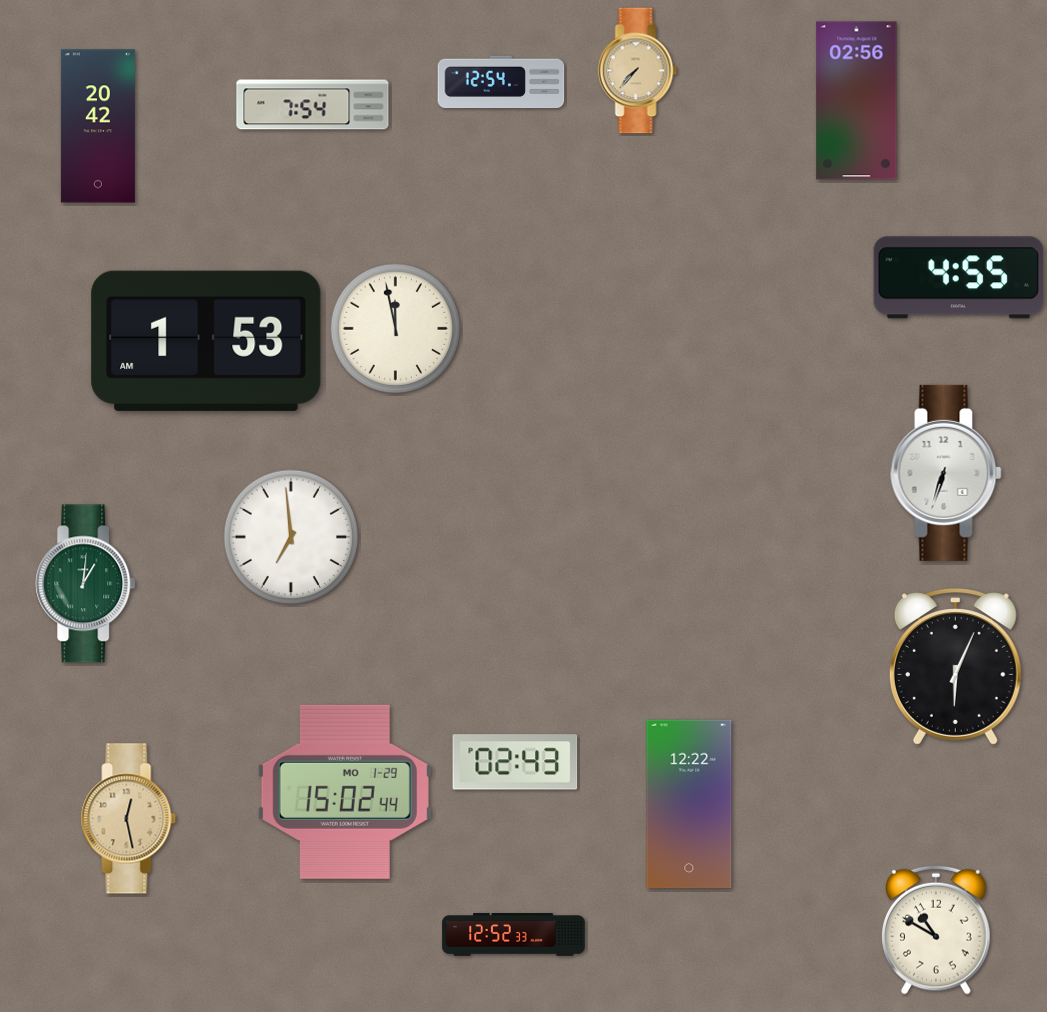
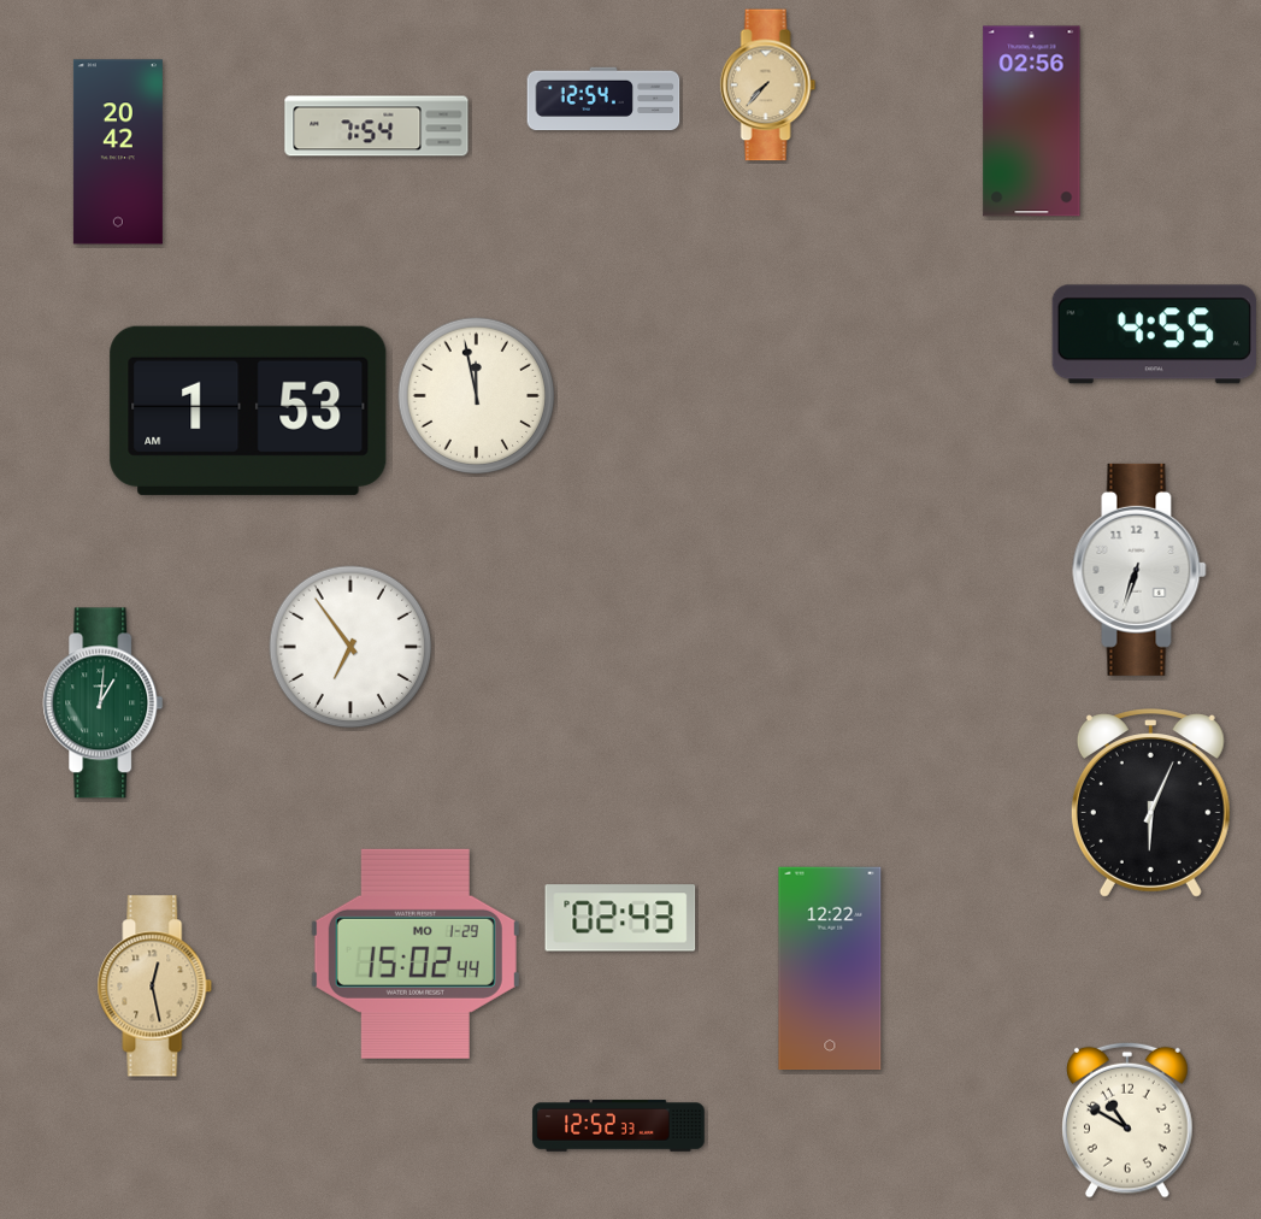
clock at (291, 537): 6:59 -> 6:54
